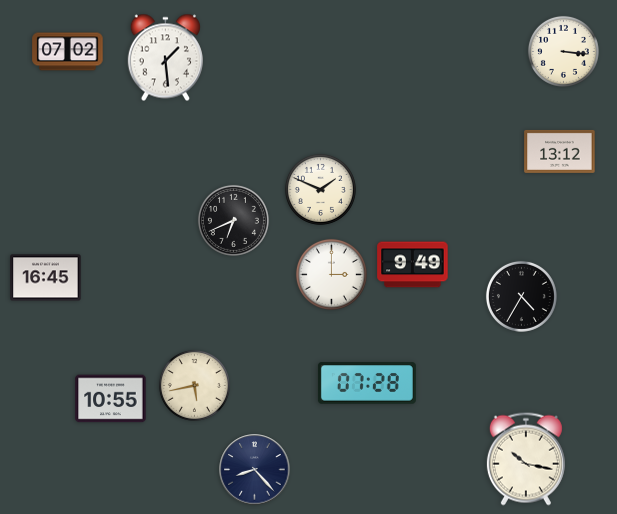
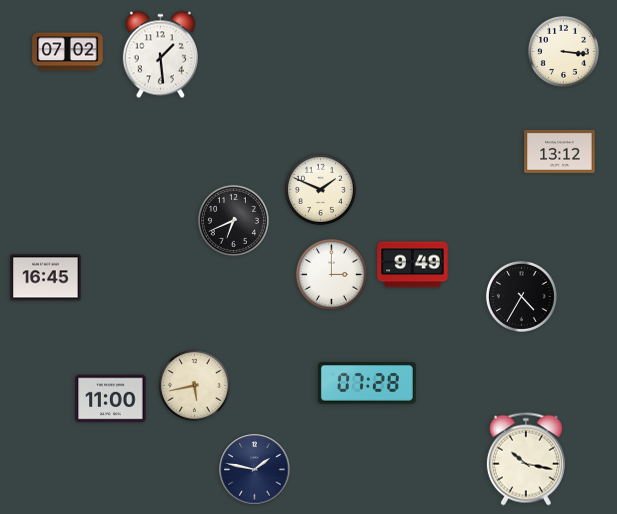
clock at (165, 58) position: (165, 58) -> (160, 55)
clock at (111, 399): 10:55 -> 11:00
clock at (255, 470): 8:23 -> 1:47
